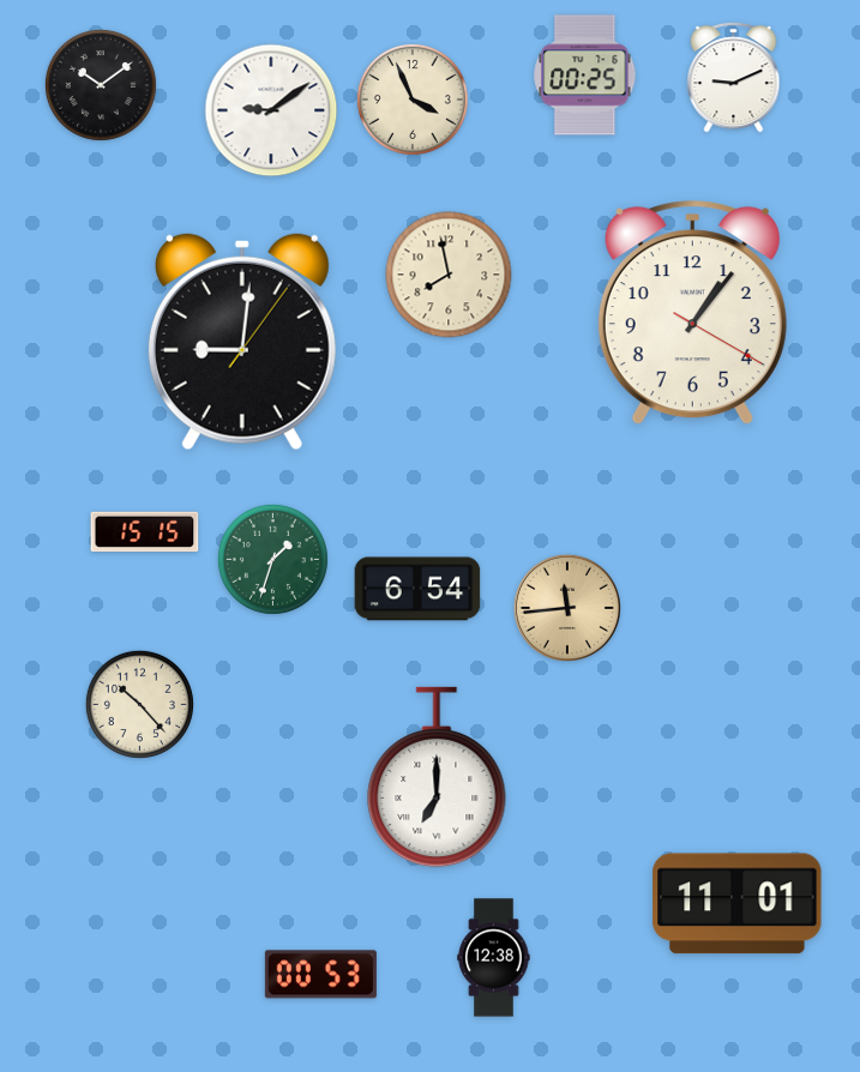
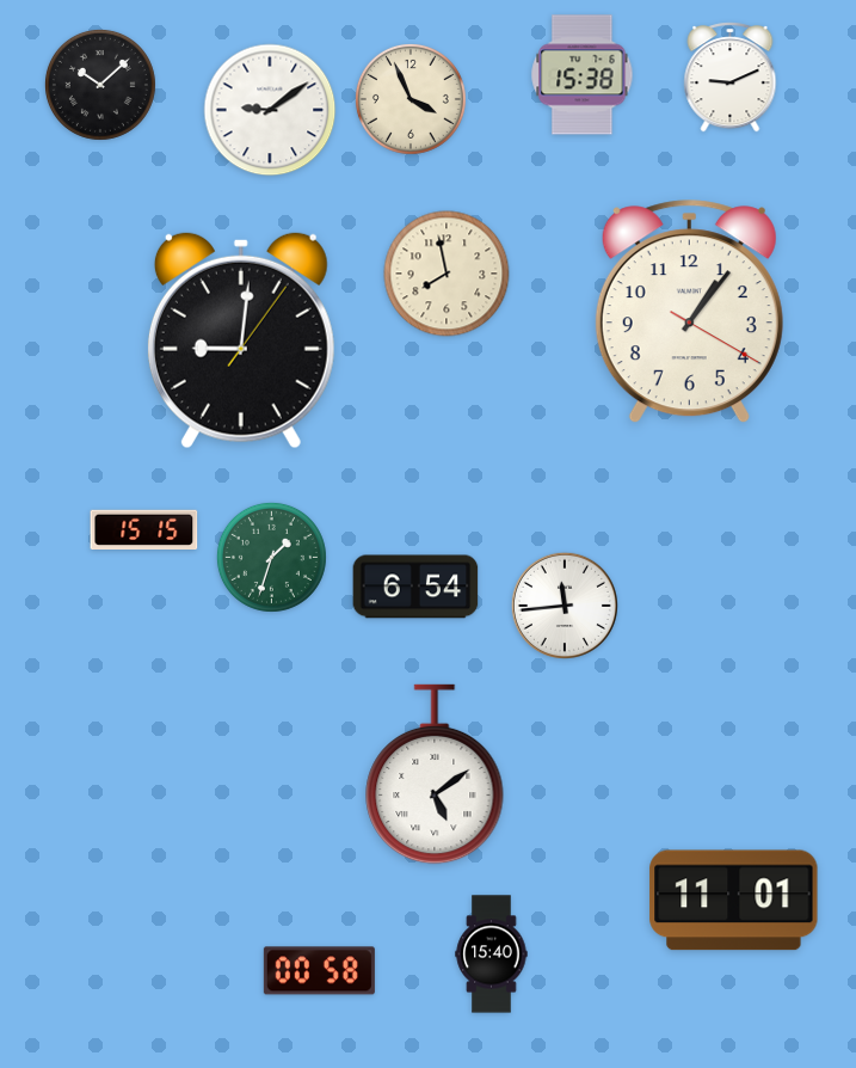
clock at (585, 76): 00:25 -> 15:38
clock at (101, 85): 10:09 -> 10:08
clock at (567, 608) dial: champagne -> white
clock at (139, 704): 10:23 -> none
clock at (437, 777): 7:00 -> 5:09
clock at (494, 958): 12:38 -> 15:40
clock at (320, 975): 00:53 -> 00:58
